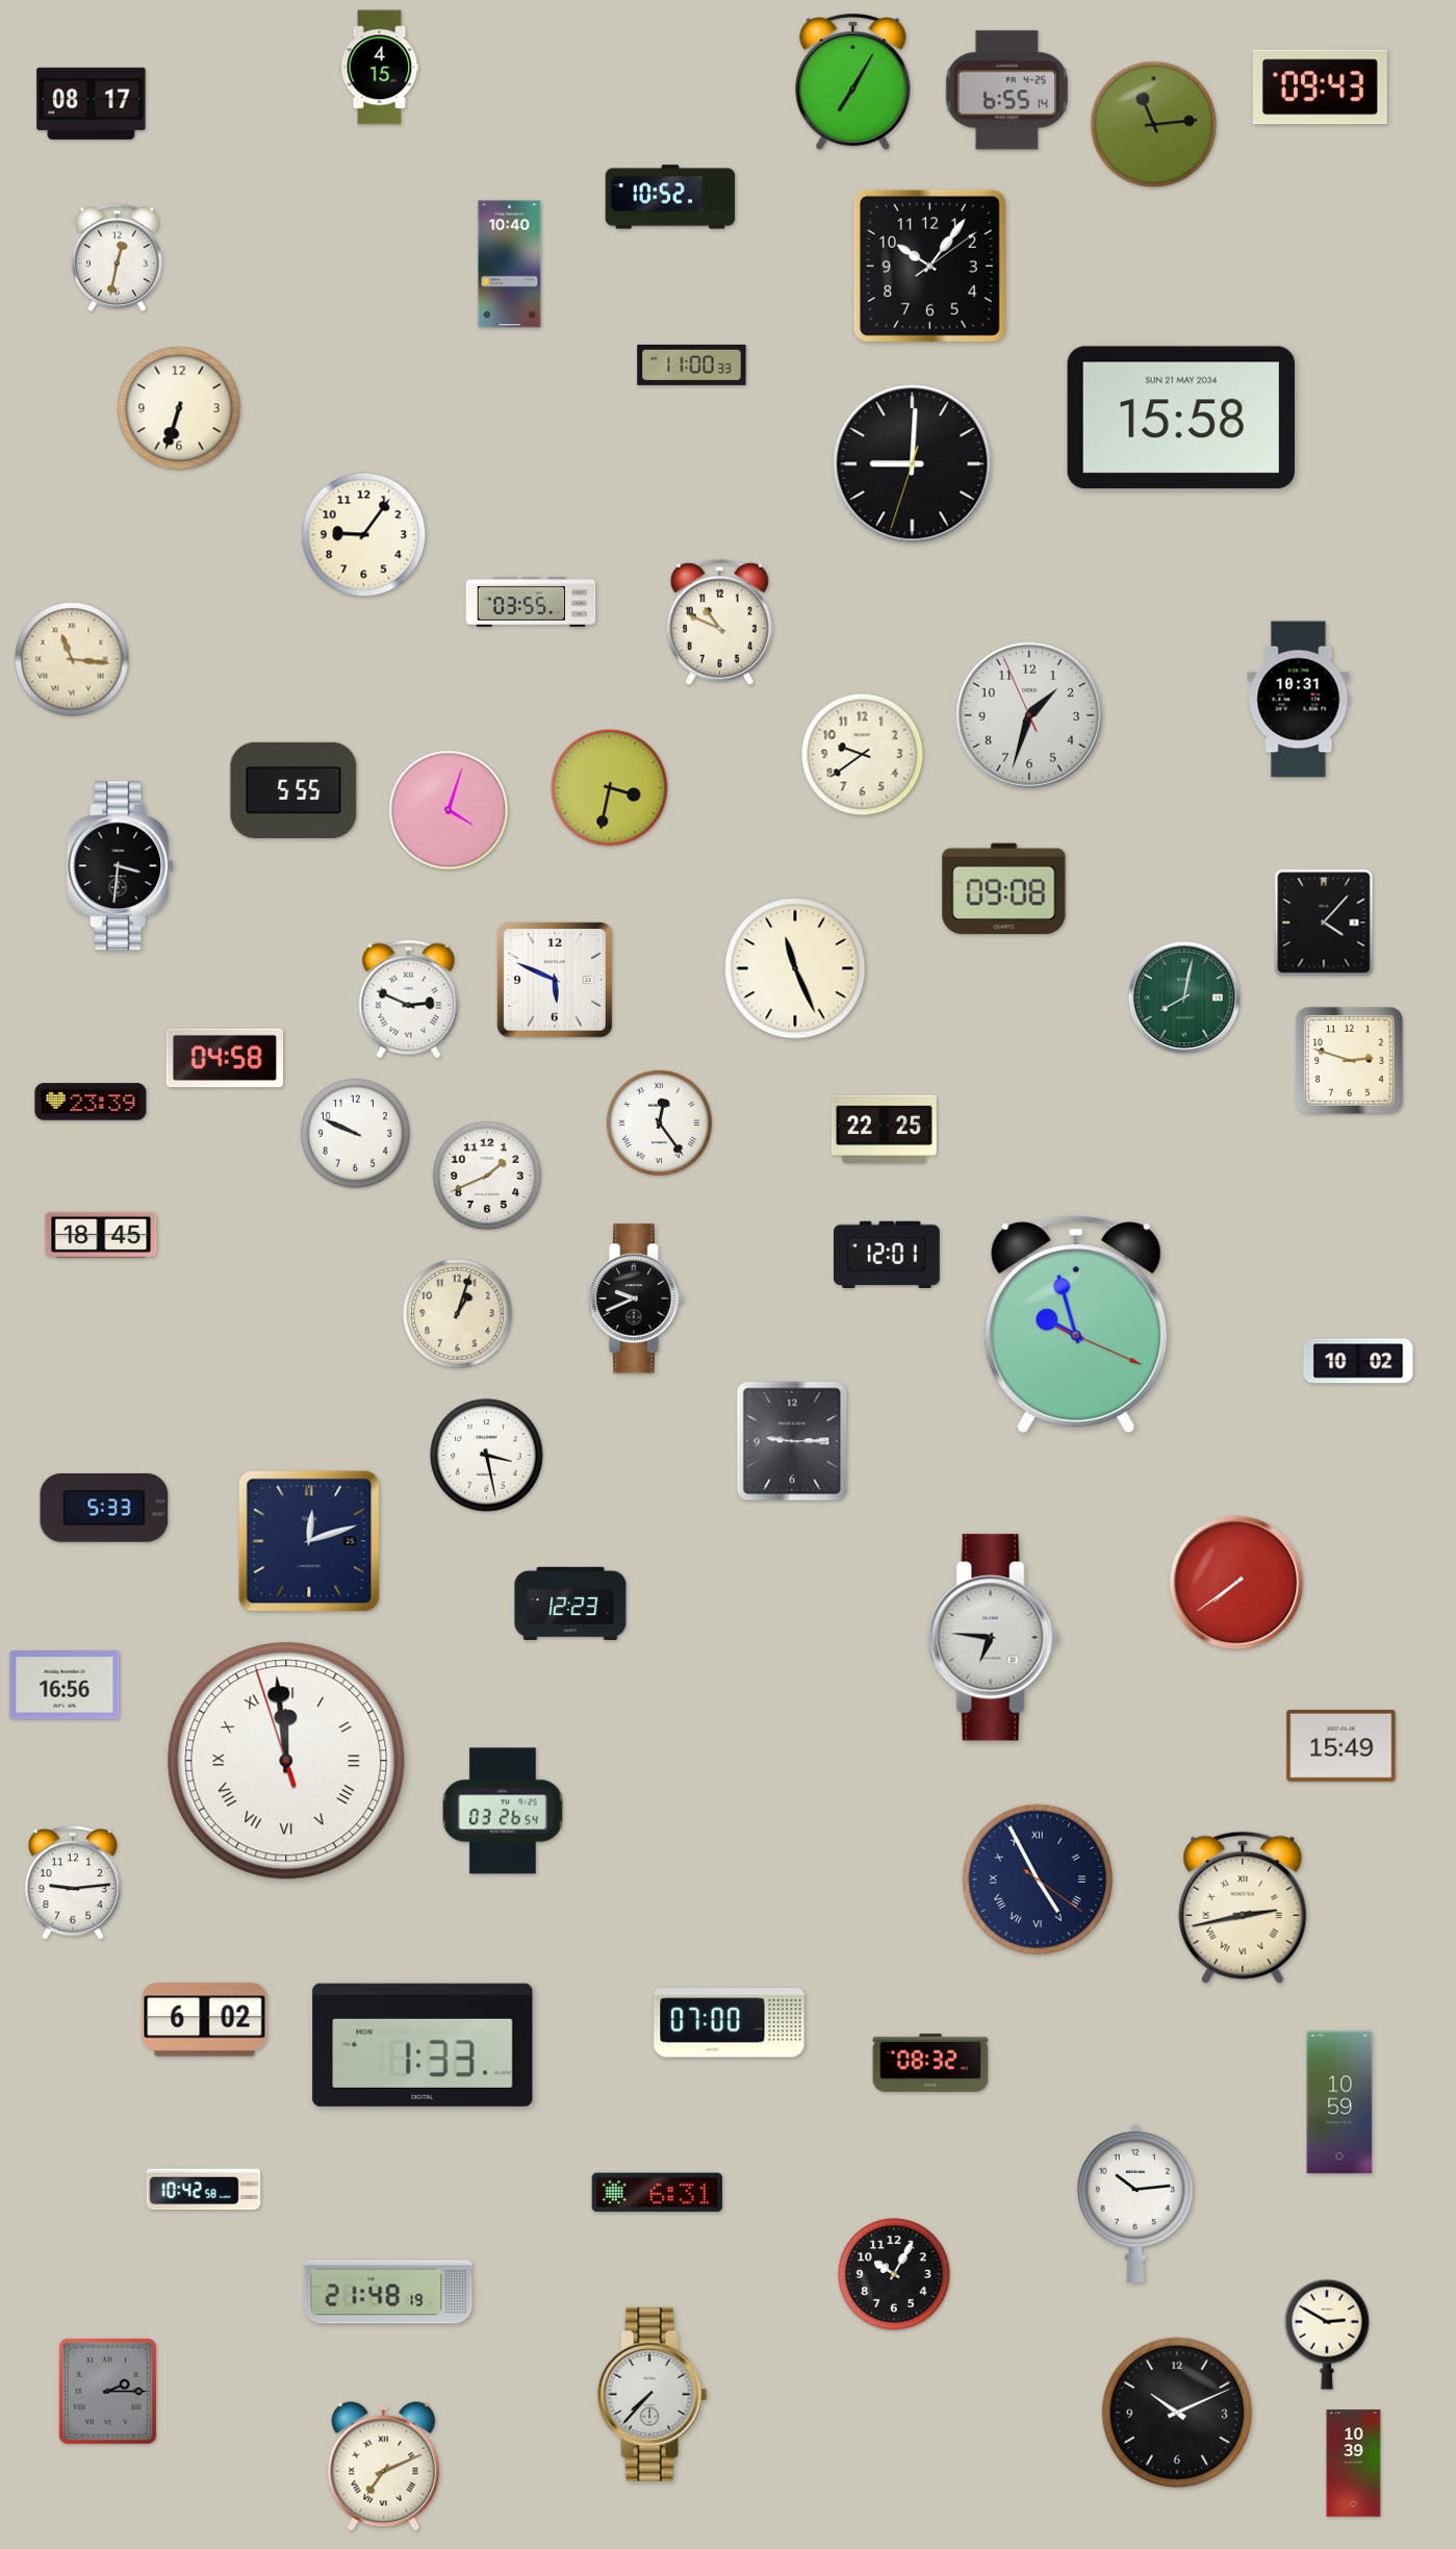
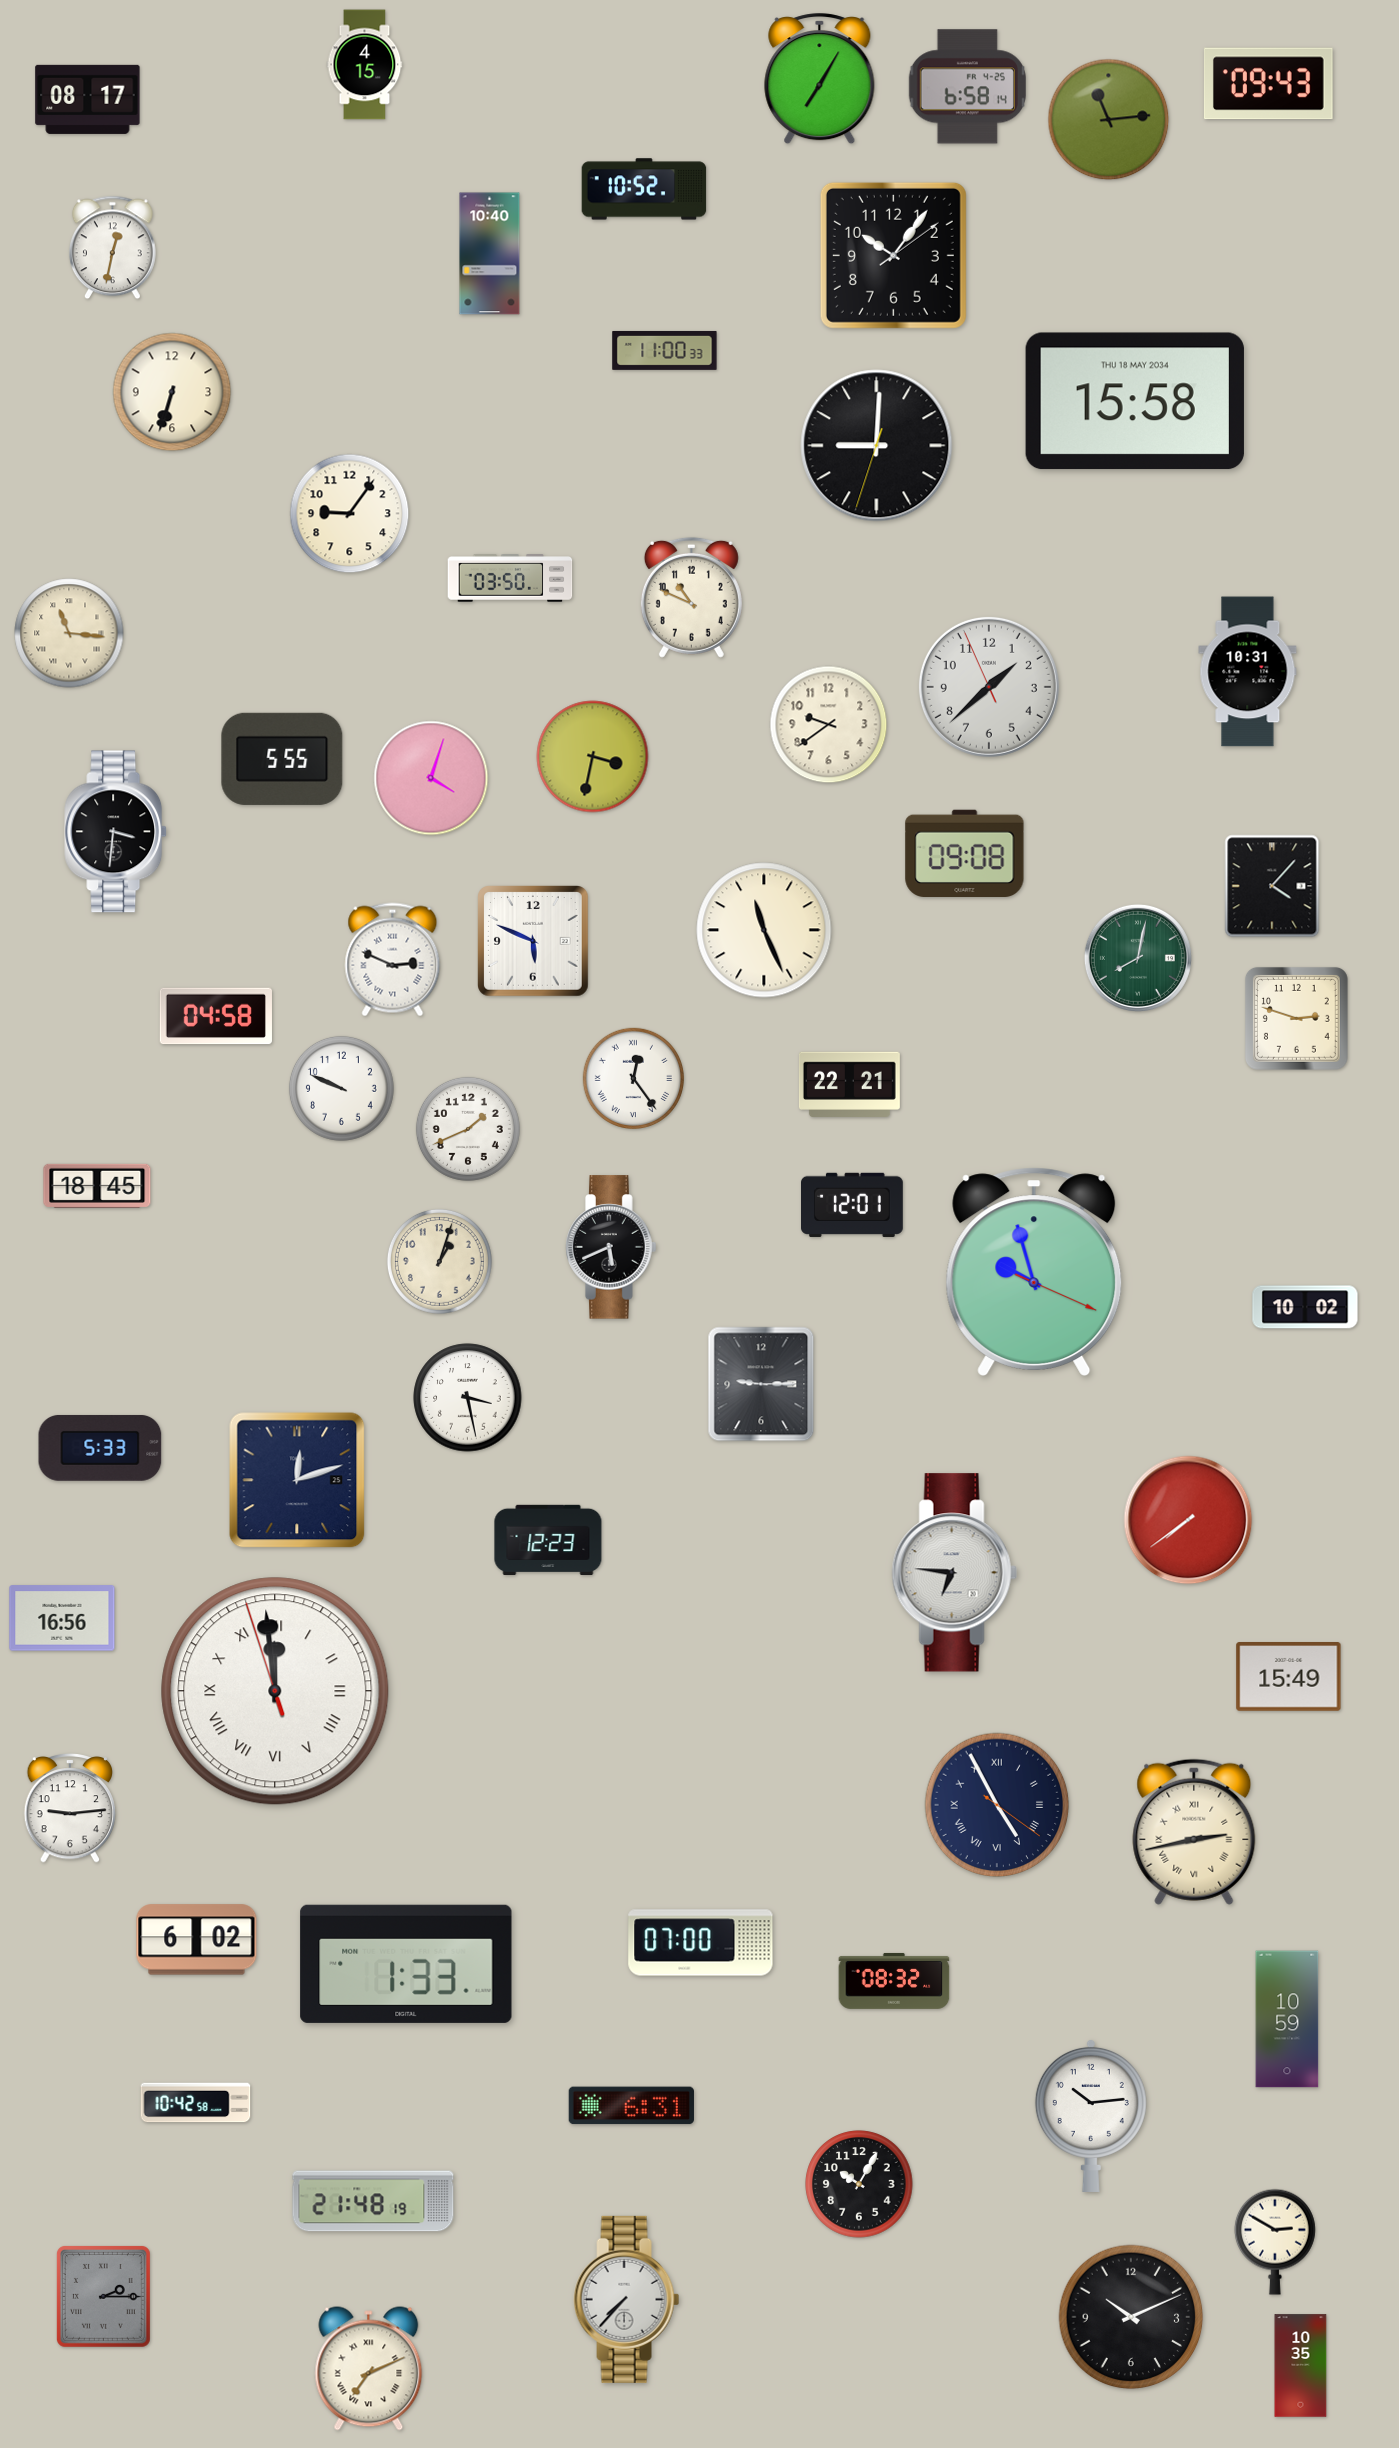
clock at (1006, 91): 6:55 -> 6:58
clock at (1181, 418) date: SUN 21 MAY 2034 -> THU 18 MAY 2034
clock at (531, 603): 03:55 -> 03:50
clock at (1029, 715): 1:32 -> 1:37
clock at (610, 788) position: (610, 788) -> (593, 757)
clock at (91, 1102): 23:39 -> none
clock at (884, 1129): 22:25 -> 22:21
clock at (636, 1298): 9:41 -> 5:41
clock at (504, 1811): 03:26 -> none
clock at (1354, 2464): 10:39 -> 10:35
